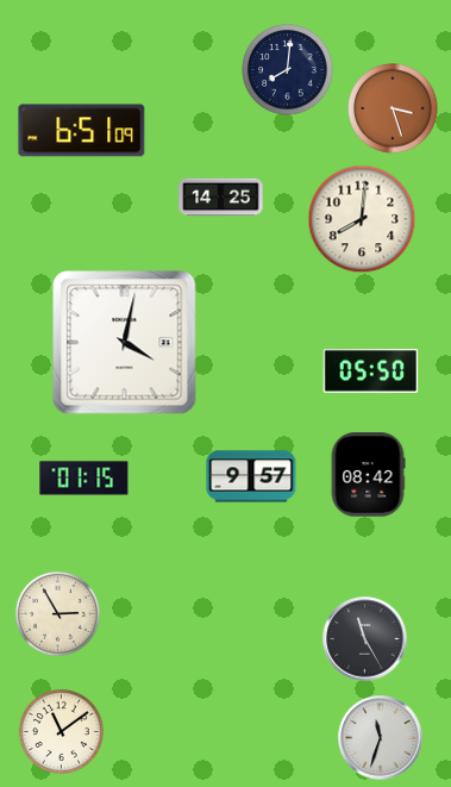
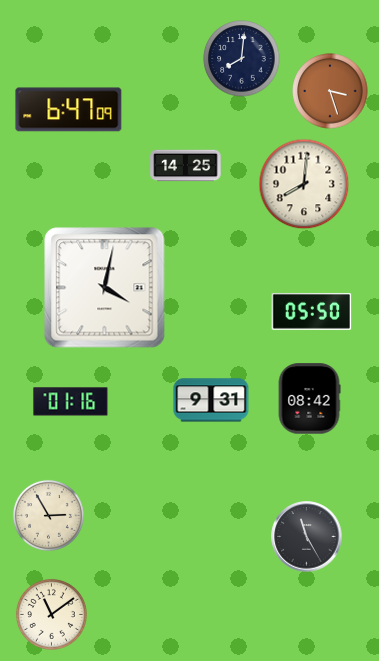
clock at (82, 131): 6:51 -> 6:47
clock at (251, 476): 9:57 -> 9:31
clock at (84, 479): 01:15 -> 01:16
clock at (381, 738): 11:33 -> none
